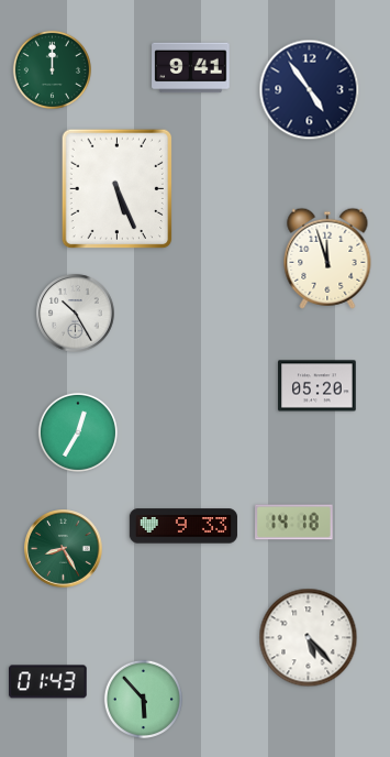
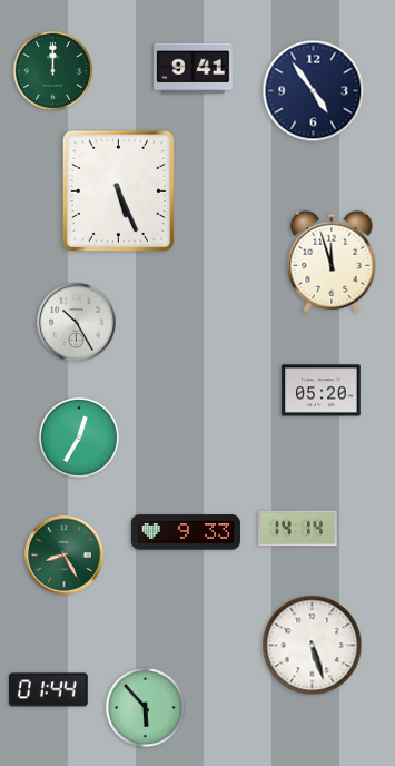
clock at (76, 314) position: (76, 314) -> (77, 323)
clock at (294, 523): 14:18 -> 14:14
clock at (309, 638): 5:23 -> 5:27
clock at (48, 682): 01:43 -> 01:44
